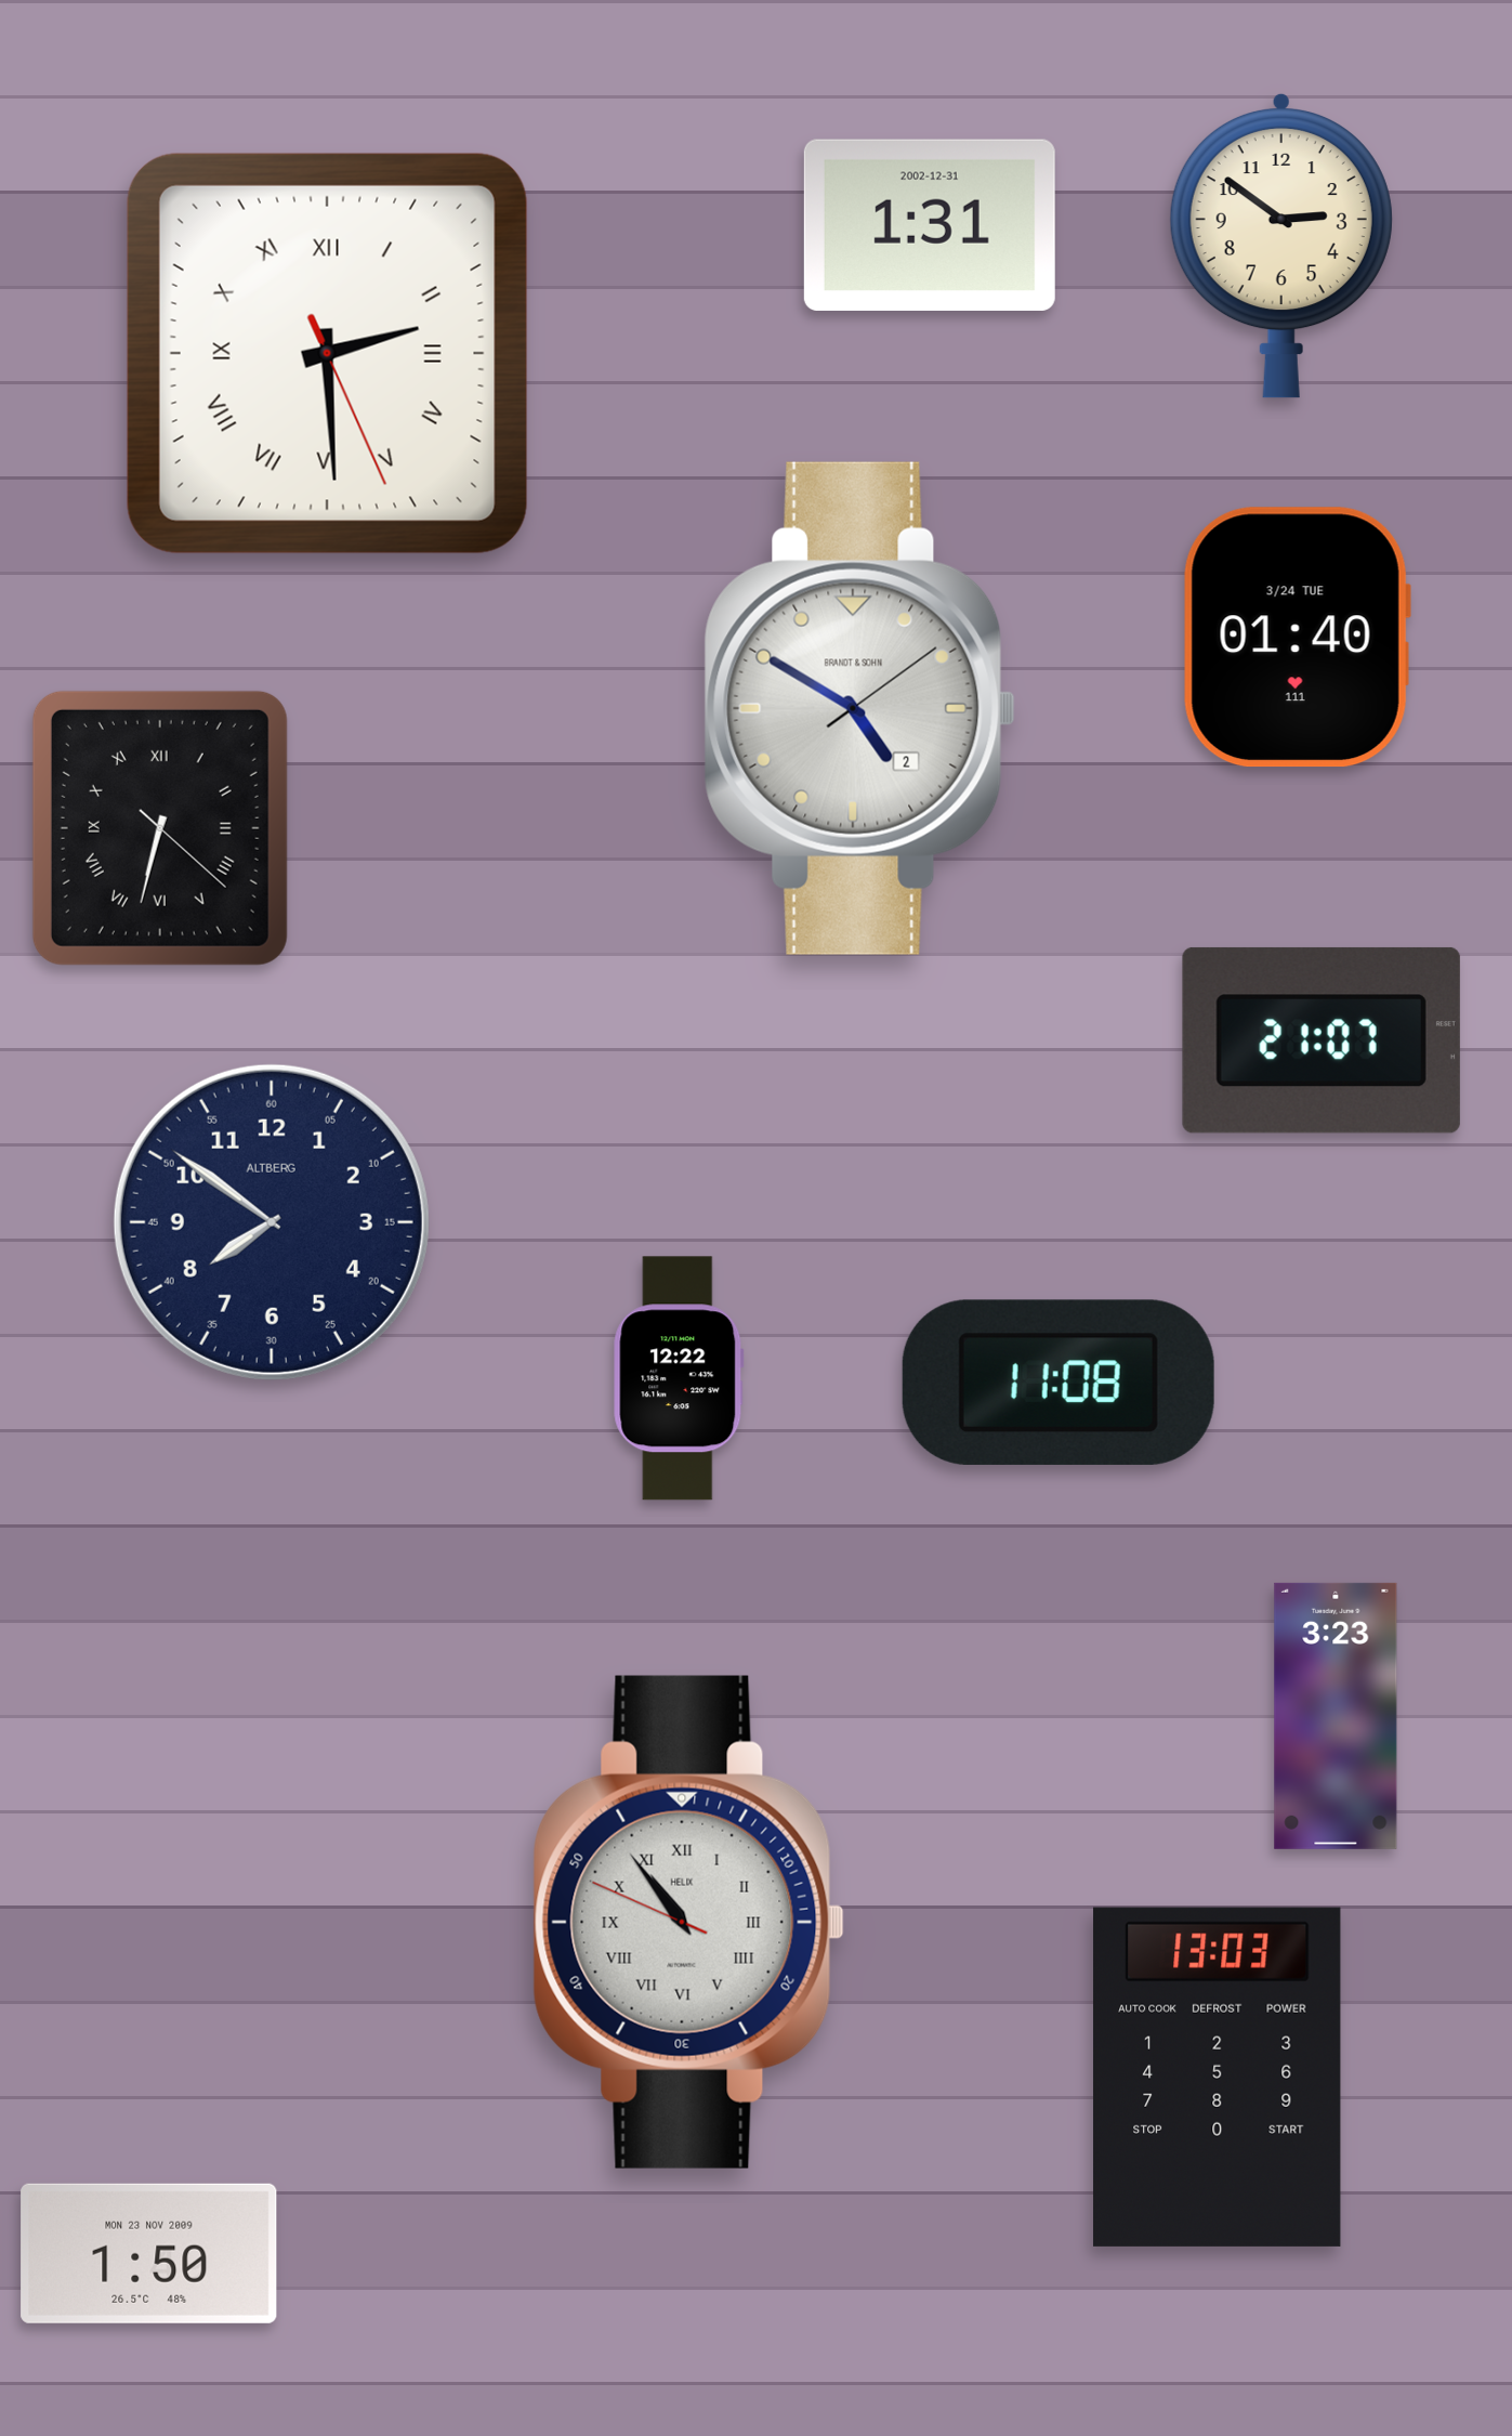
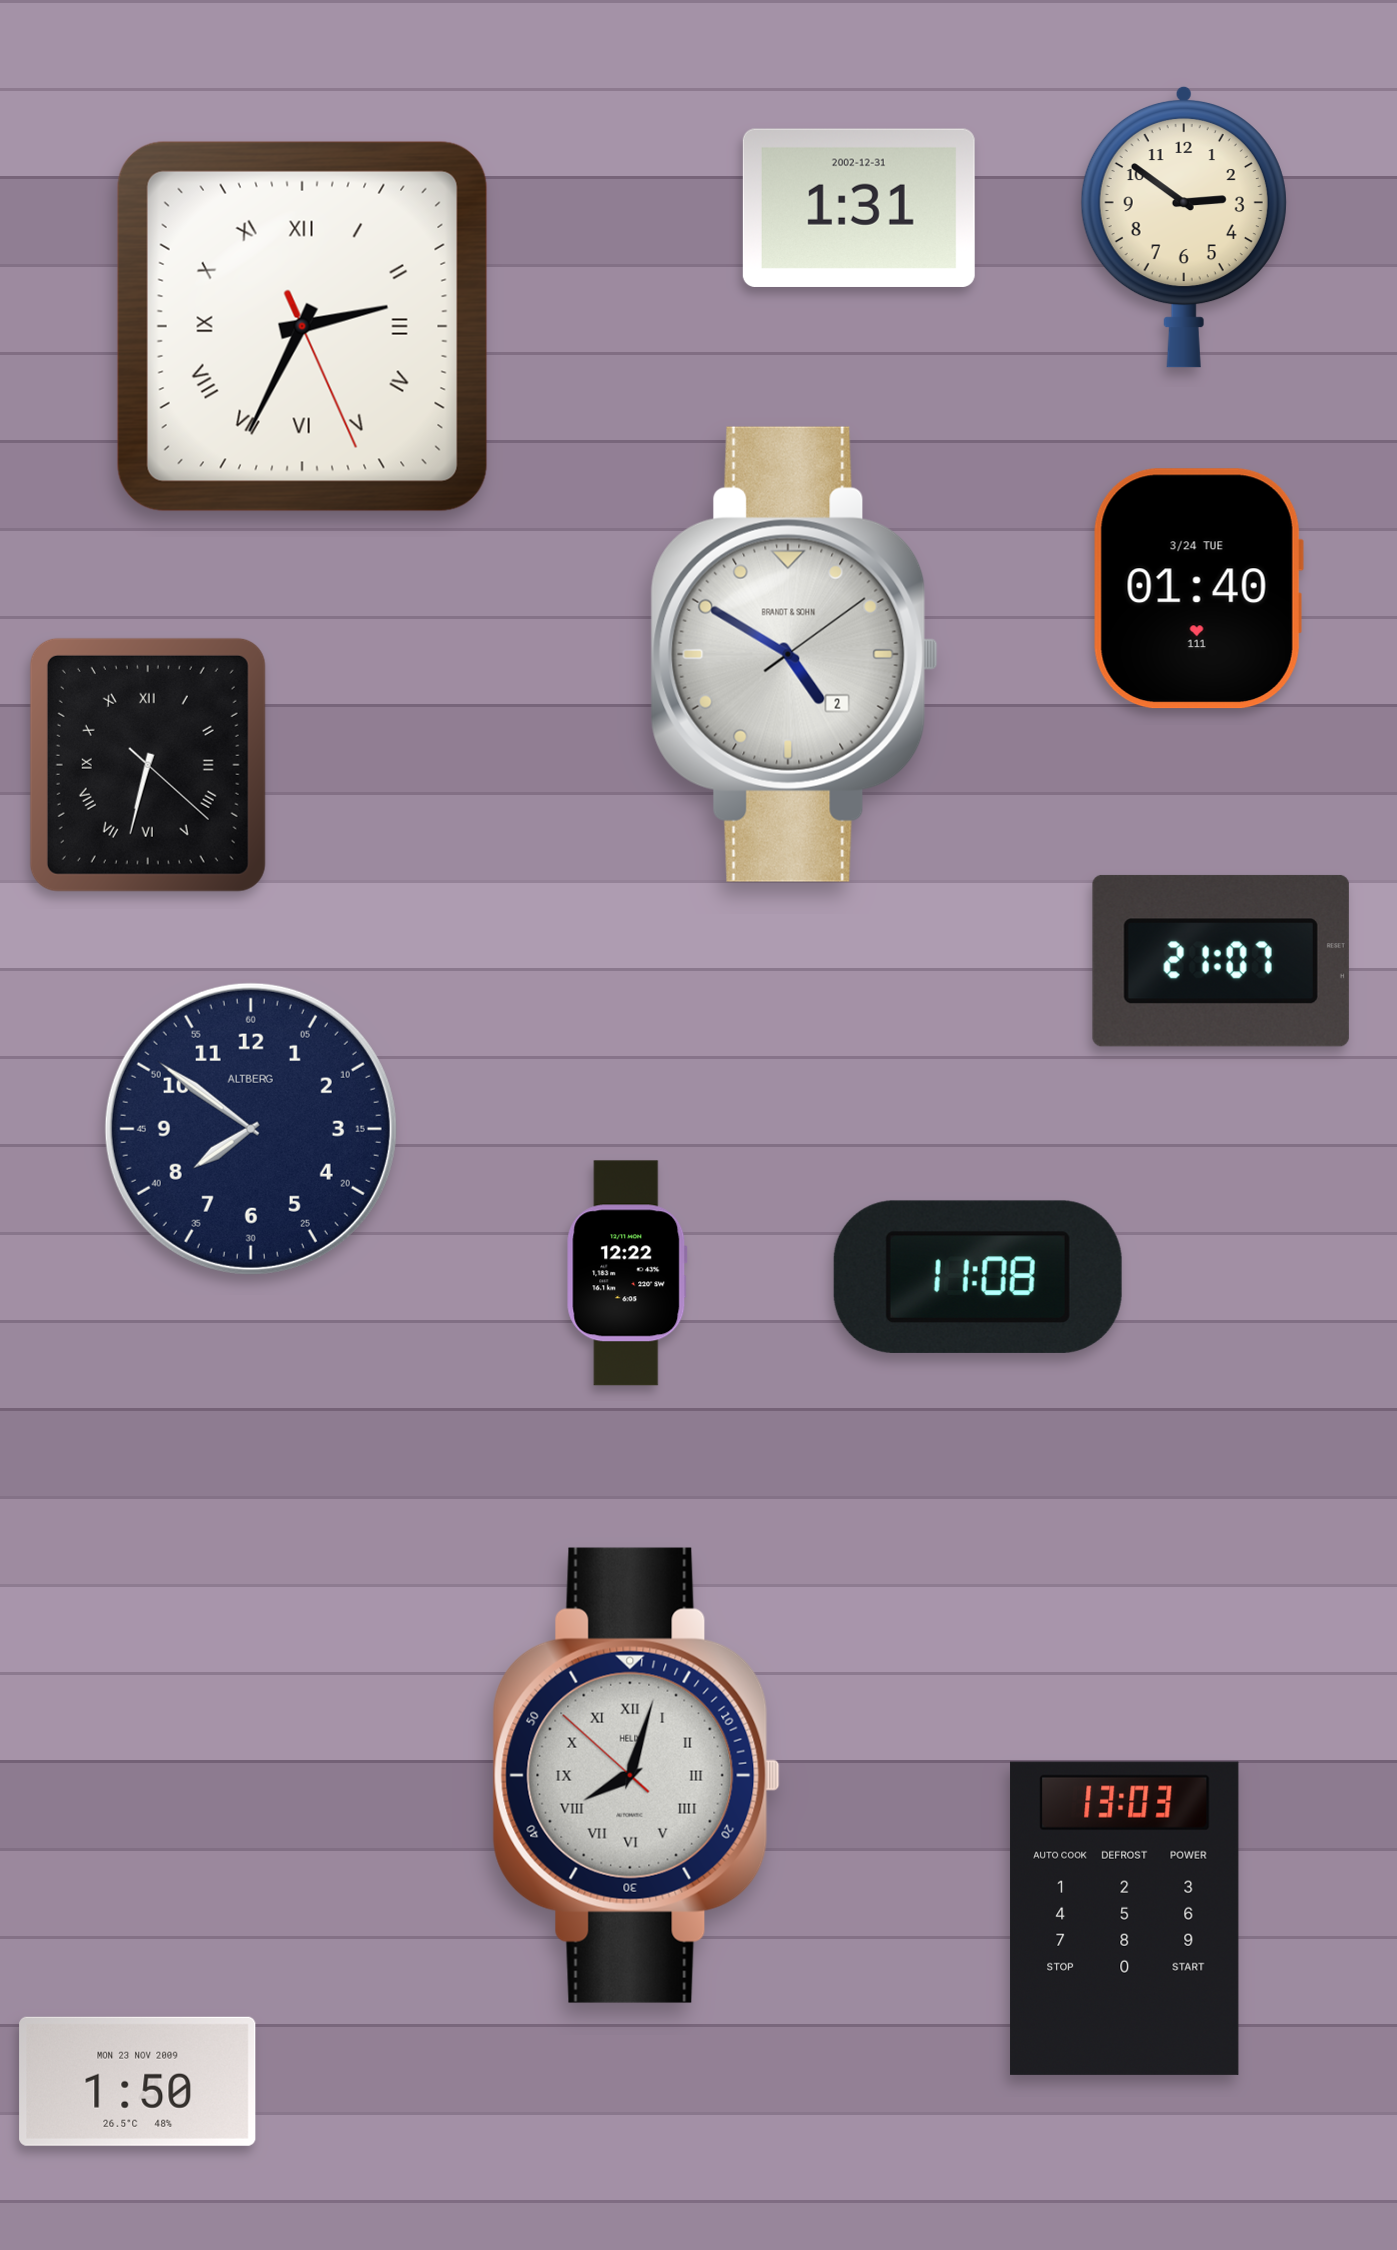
clock at (327, 353): 2:29 -> 2:34
clock at (1336, 1716): 3:23 -> none
clock at (688, 1922): 10:53 -> 8:02
